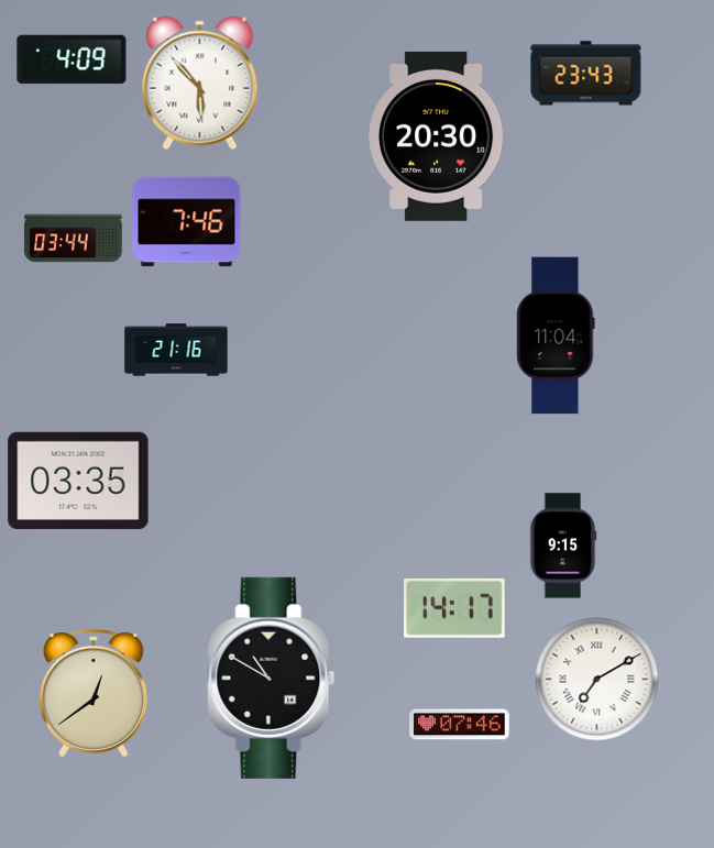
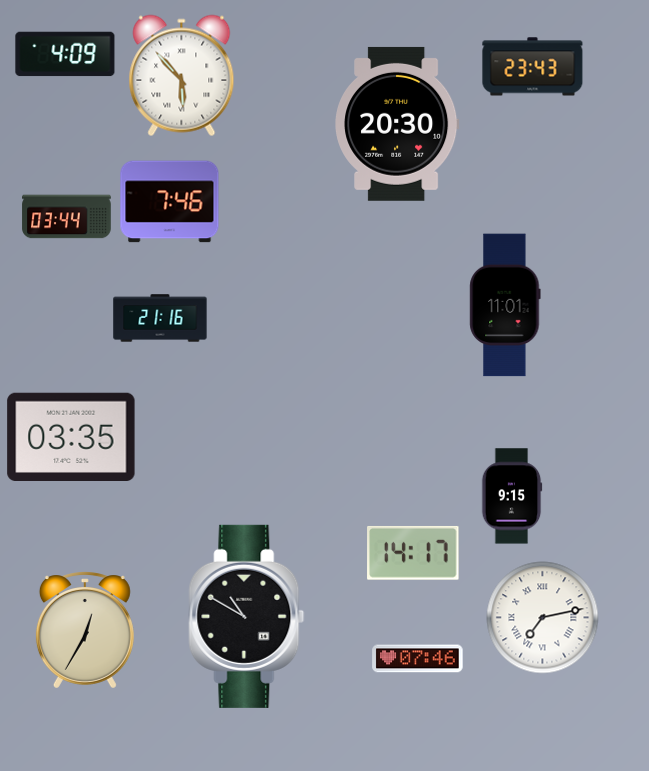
clock at (556, 335): 11:04 -> 11:01
clock at (597, 680): 7:10 -> 7:13
clock at (94, 693): 12:39 -> 12:35
